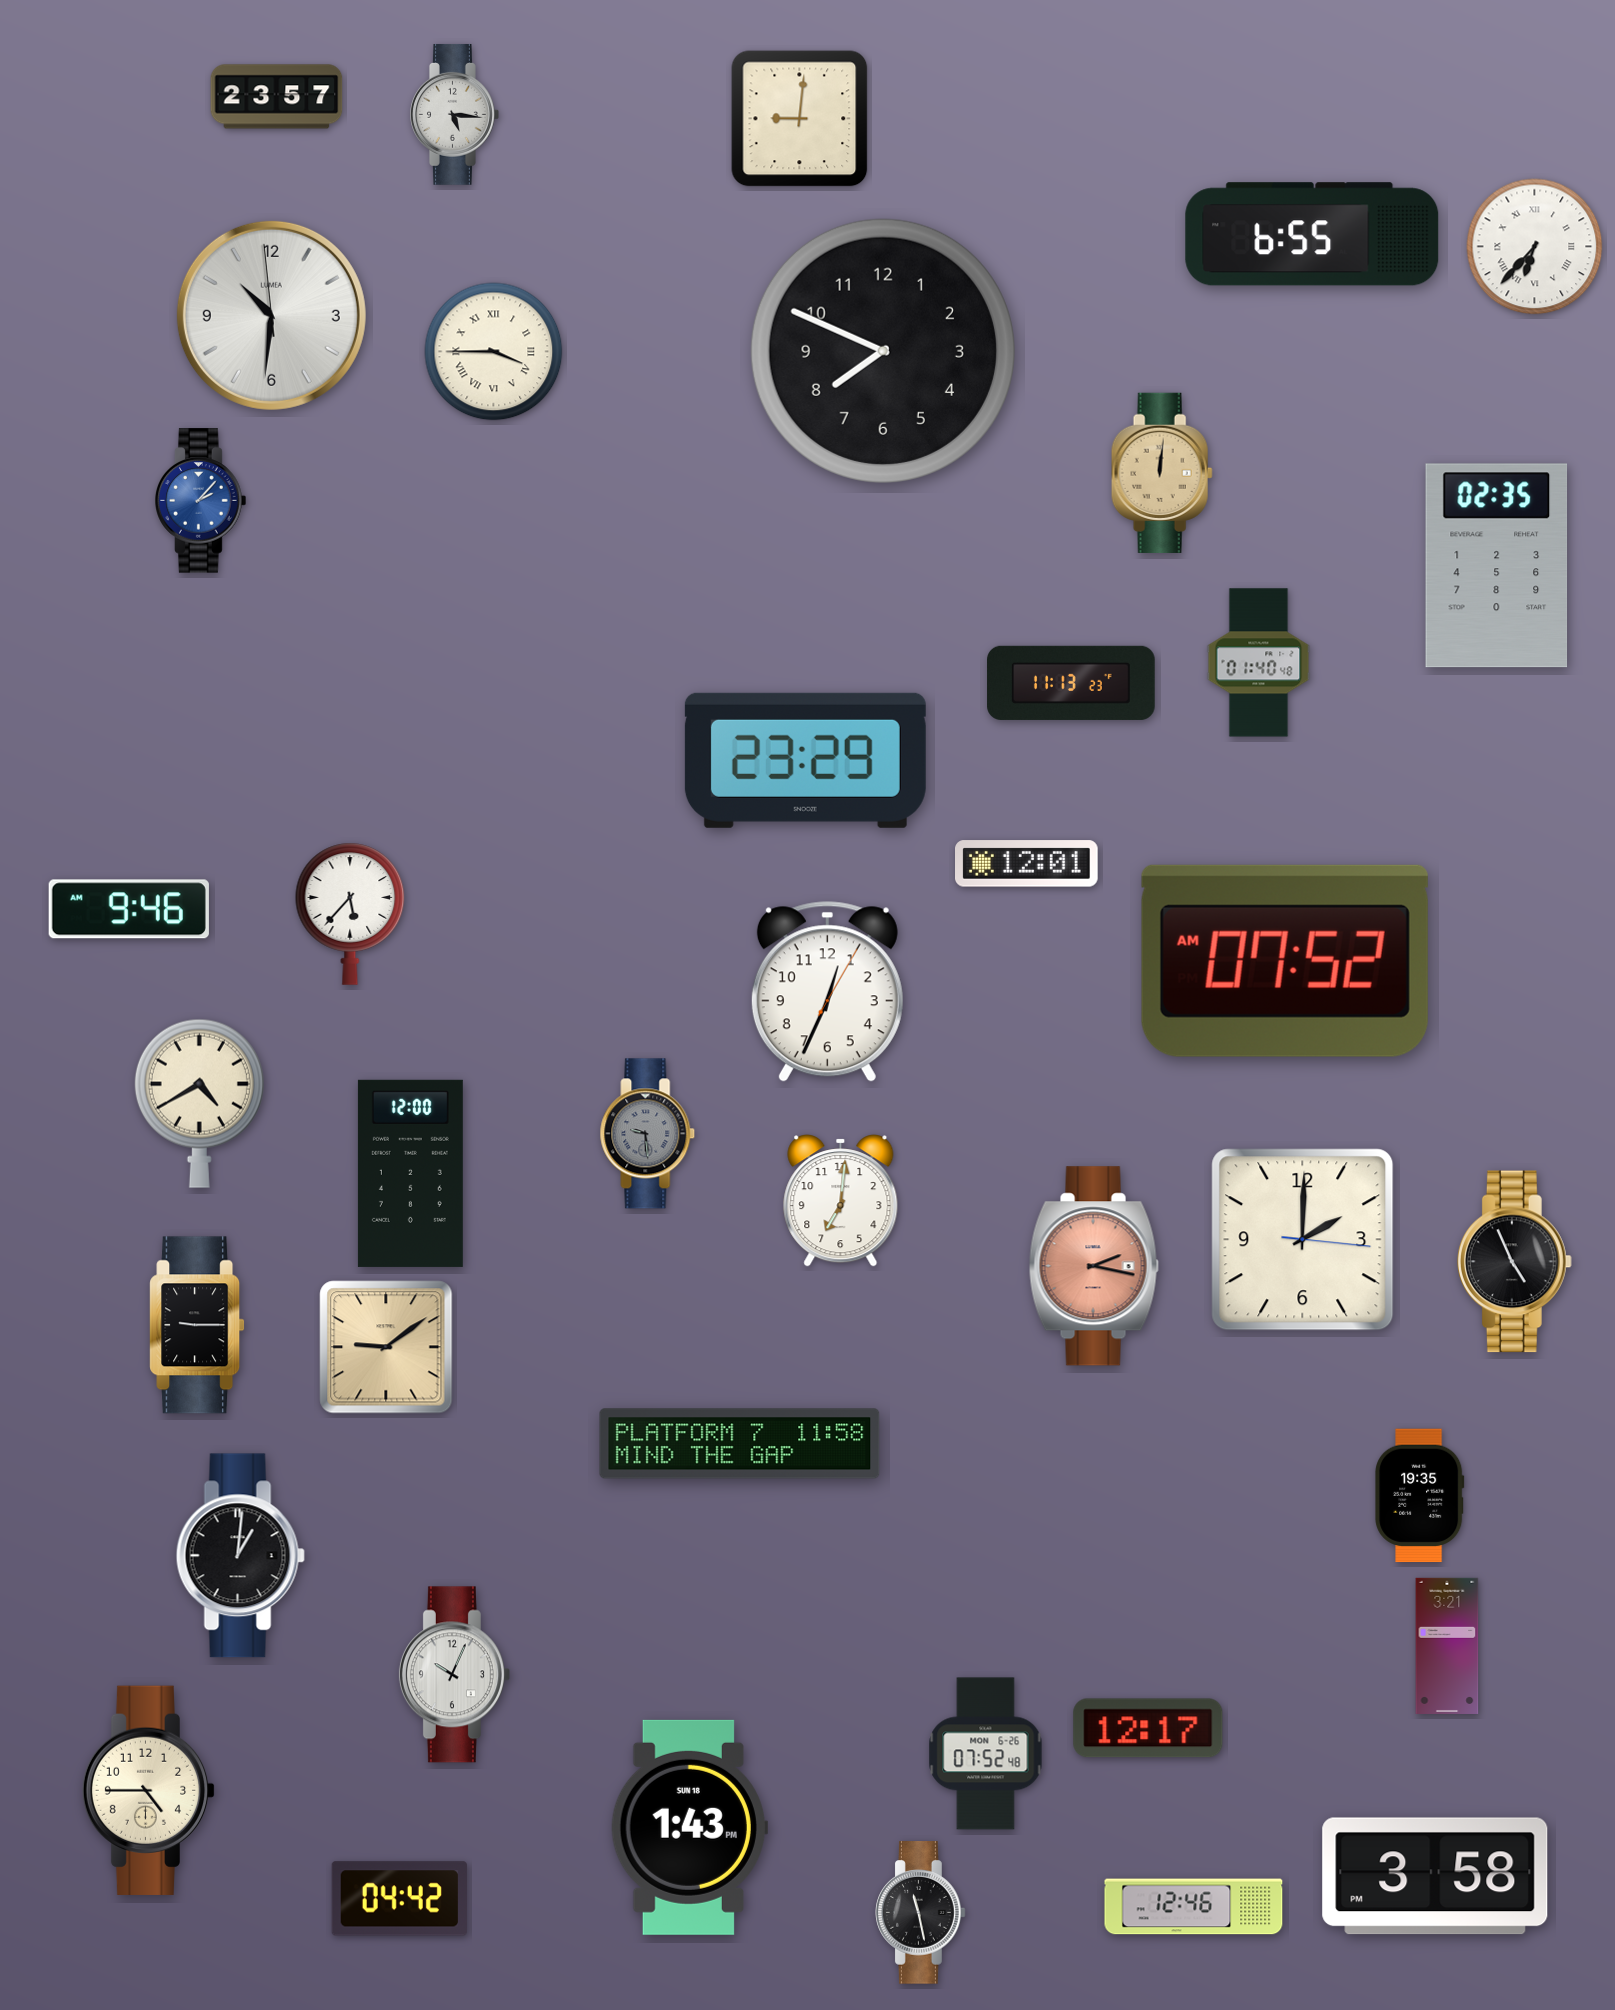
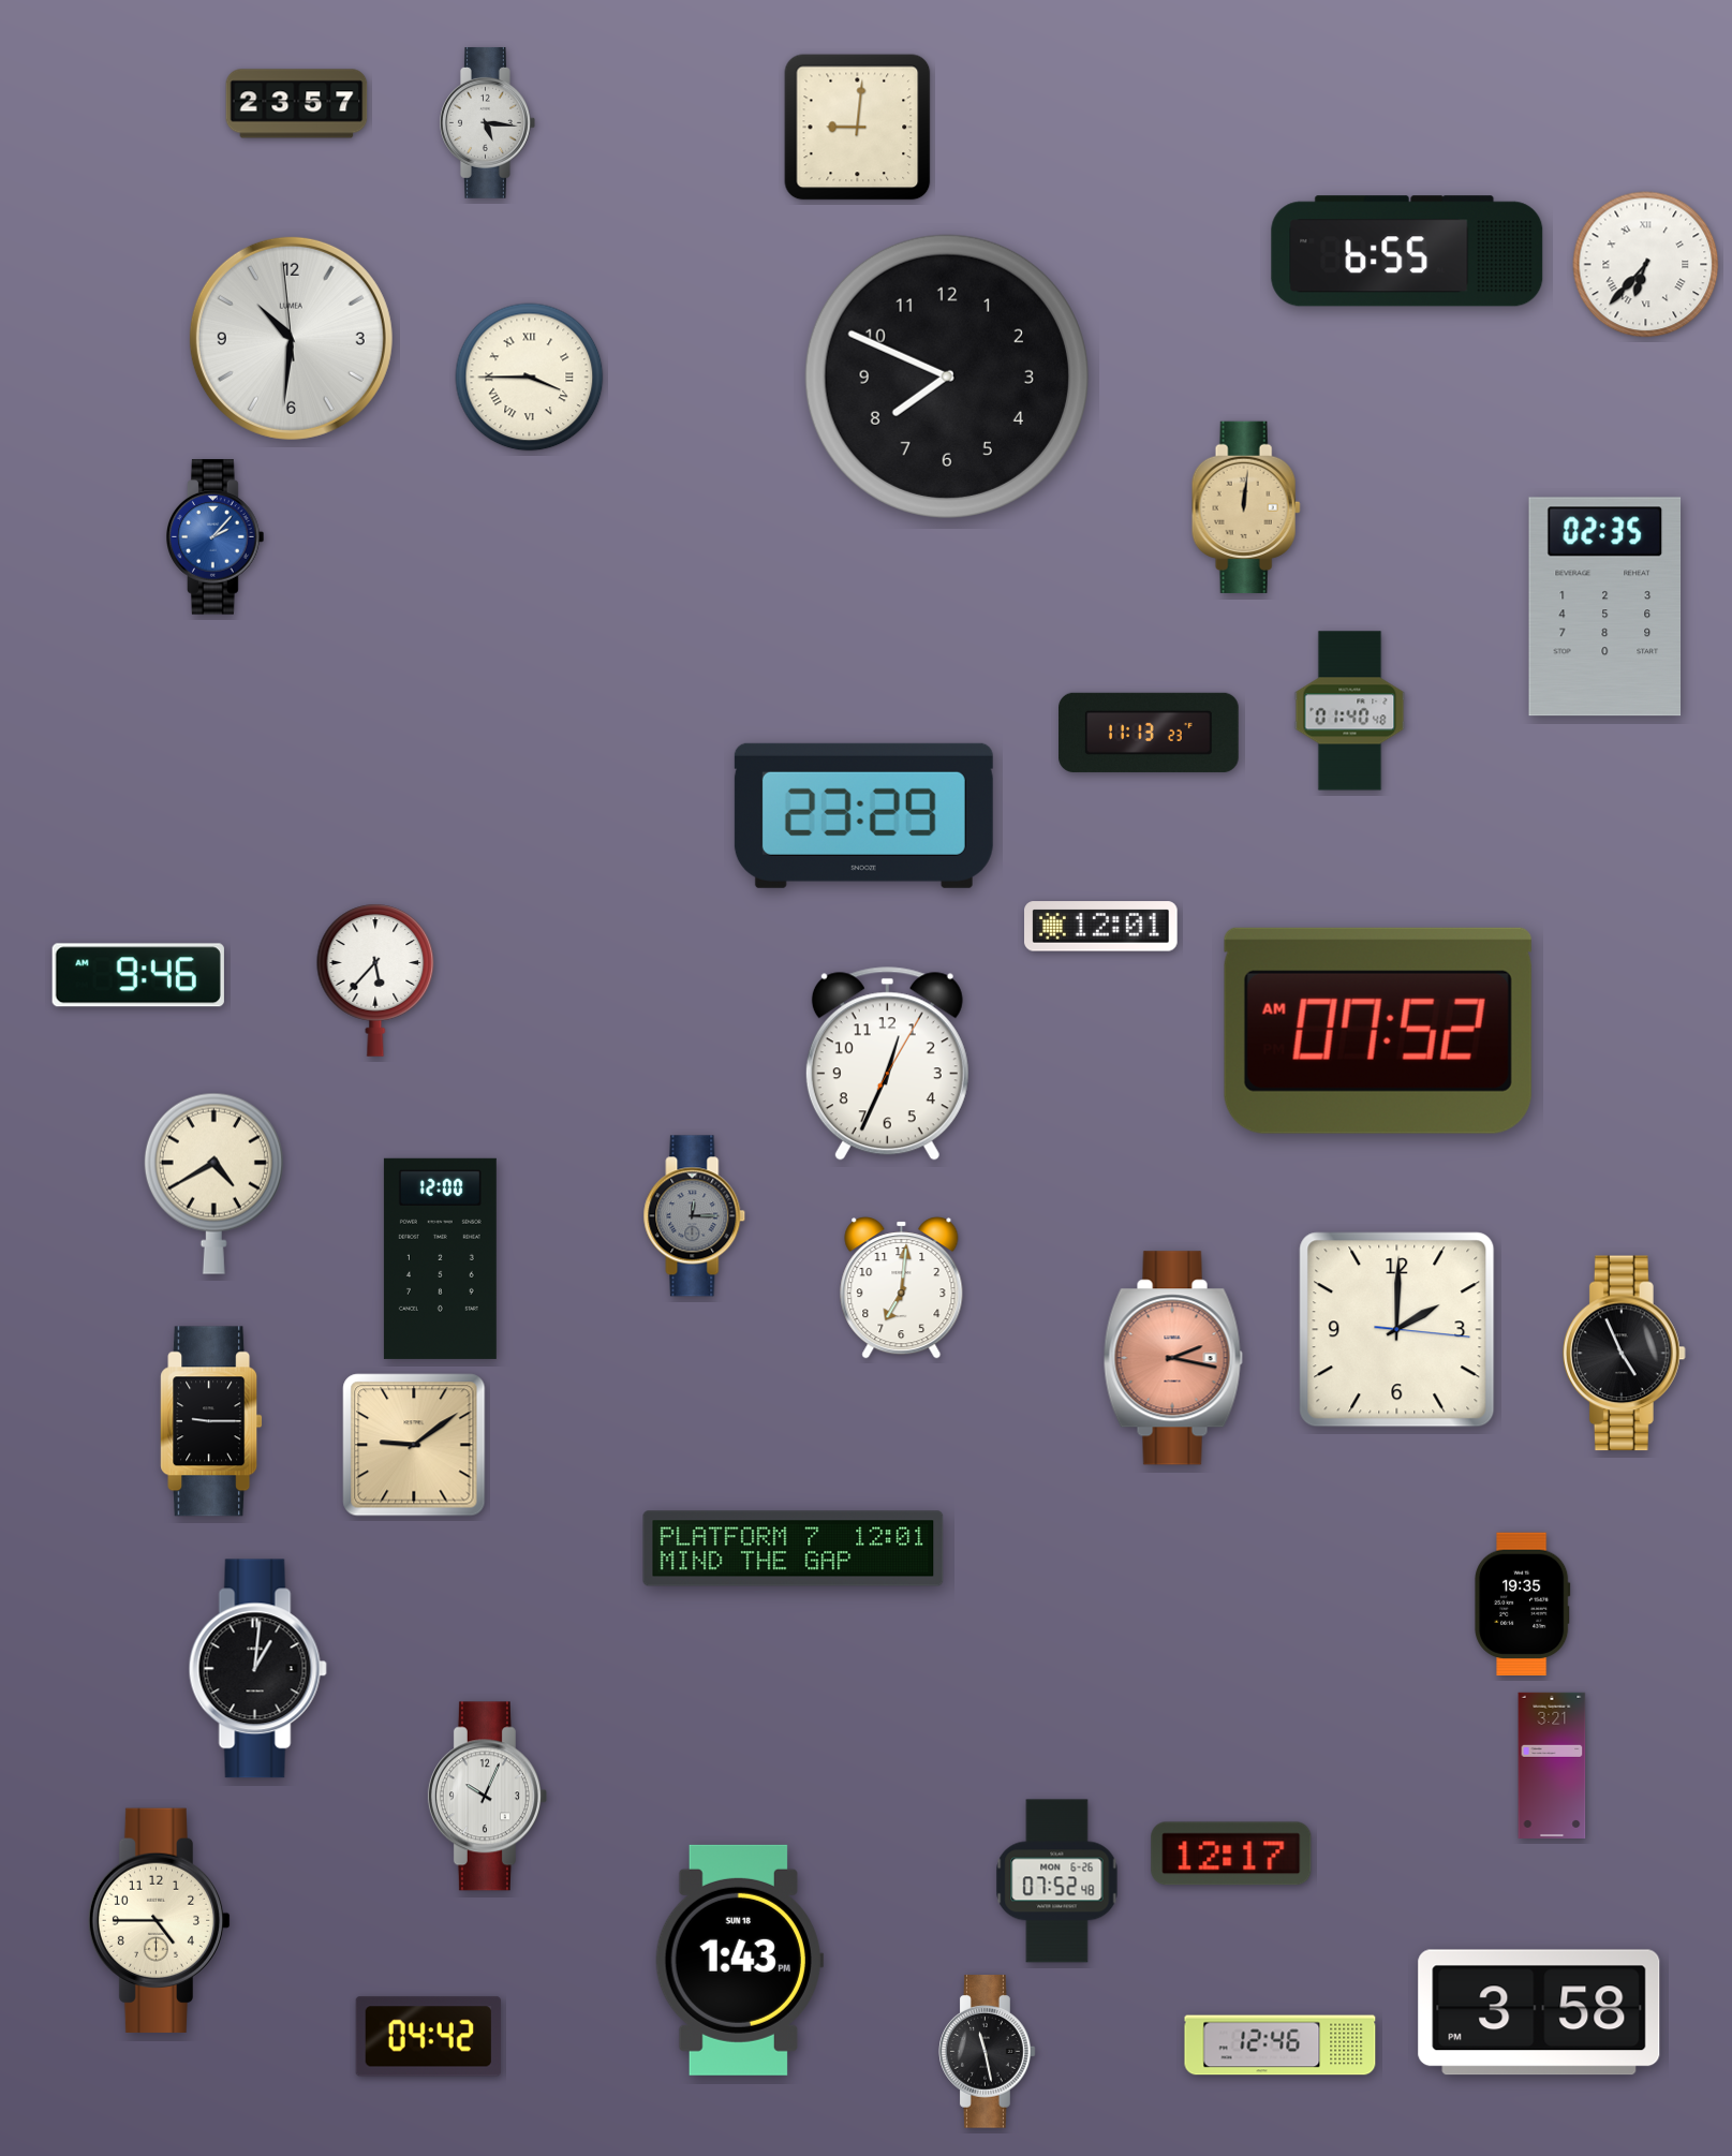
clock at (648, 1134): 9:29 -> 12:15
clock at (740, 1444): 11:58 -> 12:01
